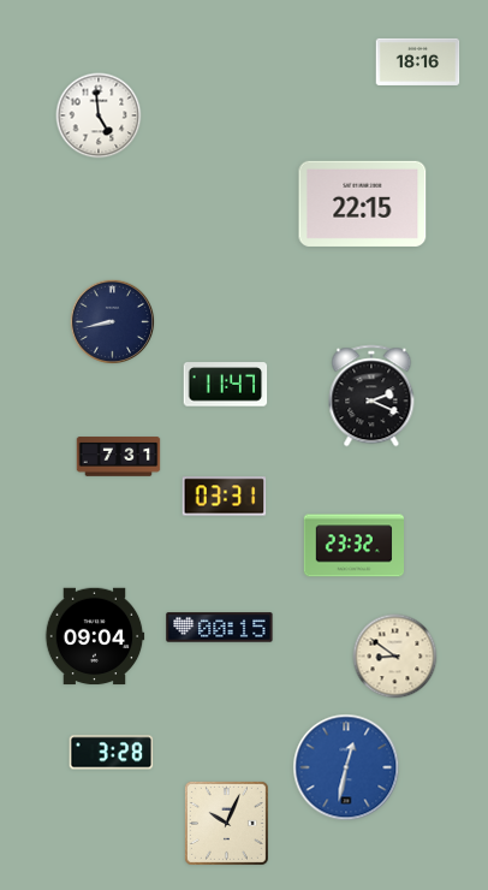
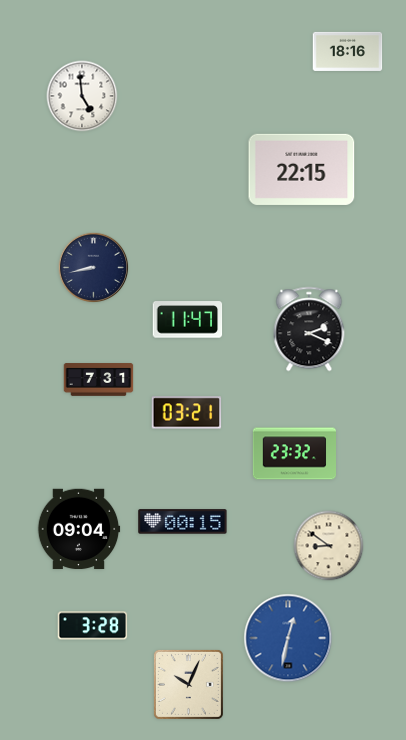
clock at (225, 497): 03:31 -> 03:21
